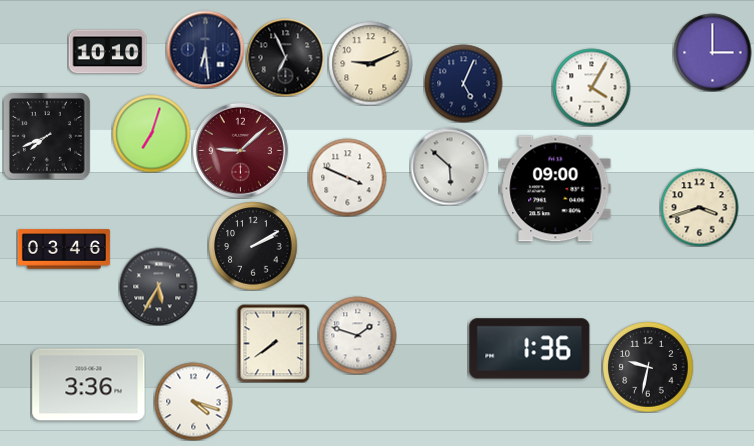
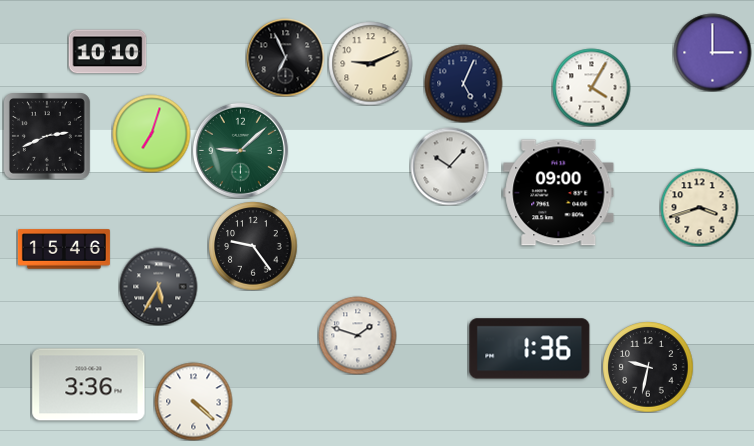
clock at (205, 49): 6:29 -> none
clock at (47, 136): 7:41 -> 2:41
clock at (240, 150) dial: burgundy -> green
clock at (449, 166): 5:52 -> 10:07
clock at (347, 177): 3:49 -> none
clock at (556, 189) position: (556, 189) -> (559, 193)
clock at (253, 246): 2:10 -> 9:24
clock at (64, 249): 03:46 -> 15:46
clock at (274, 343): 7:39 -> none
clock at (193, 401): 4:18 -> 4:22
